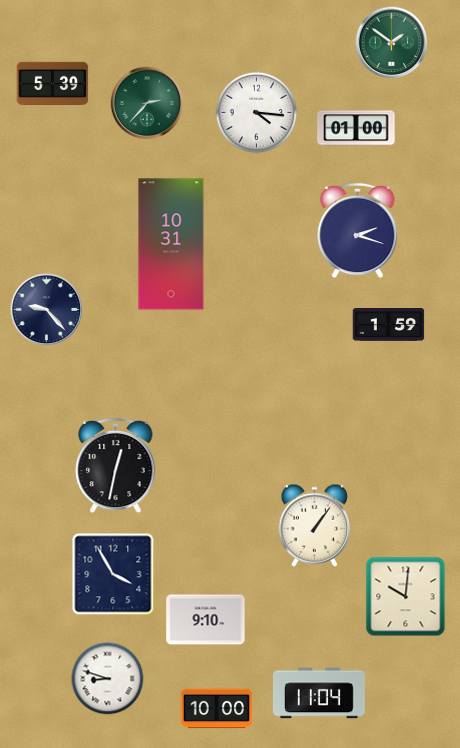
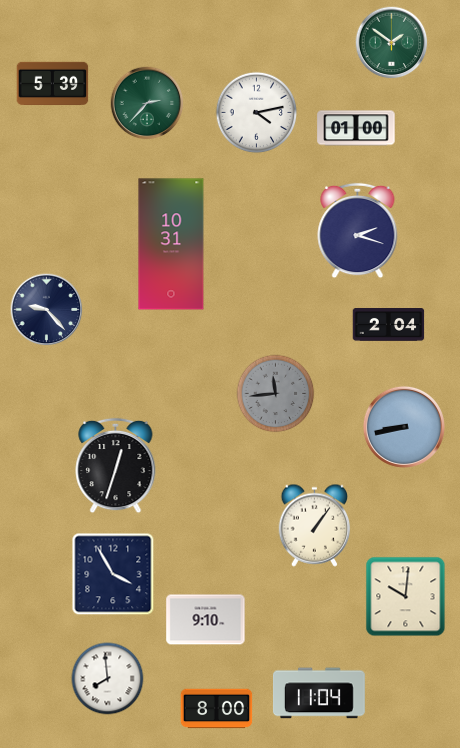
clock at (257, 113): 4:16 -> 4:13
clock at (389, 325): 1:59 -> 2:04
clock at (276, 394): none -> 11:44
clock at (404, 427): none -> 8:43
clock at (116, 466): 12:32 -> 12:33
clock at (108, 679): 8:48 -> 7:59
clock at (217, 709): 10:00 -> 8:00
